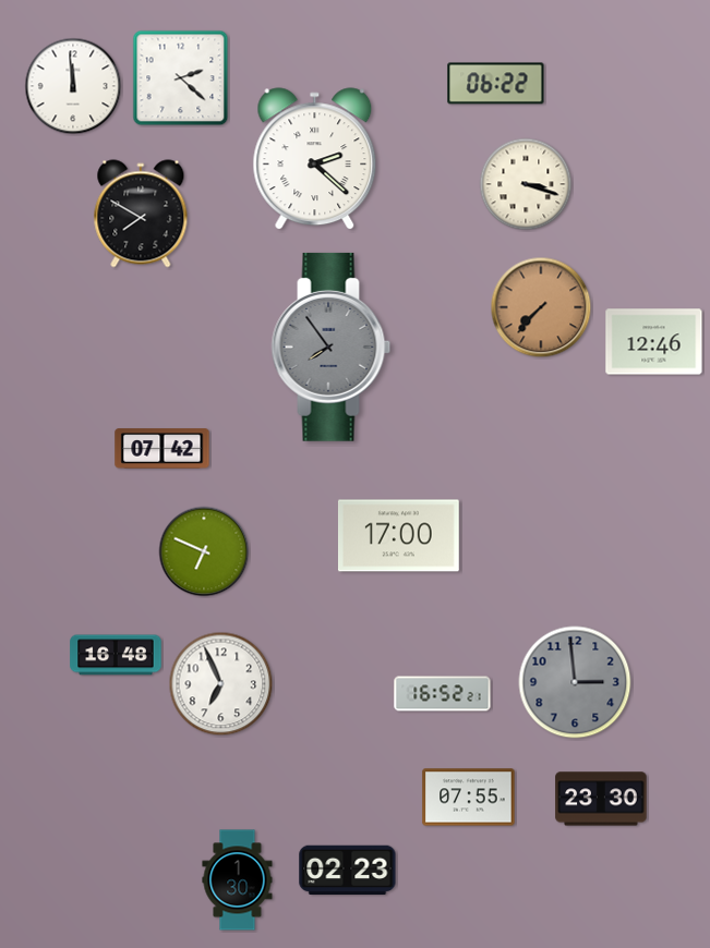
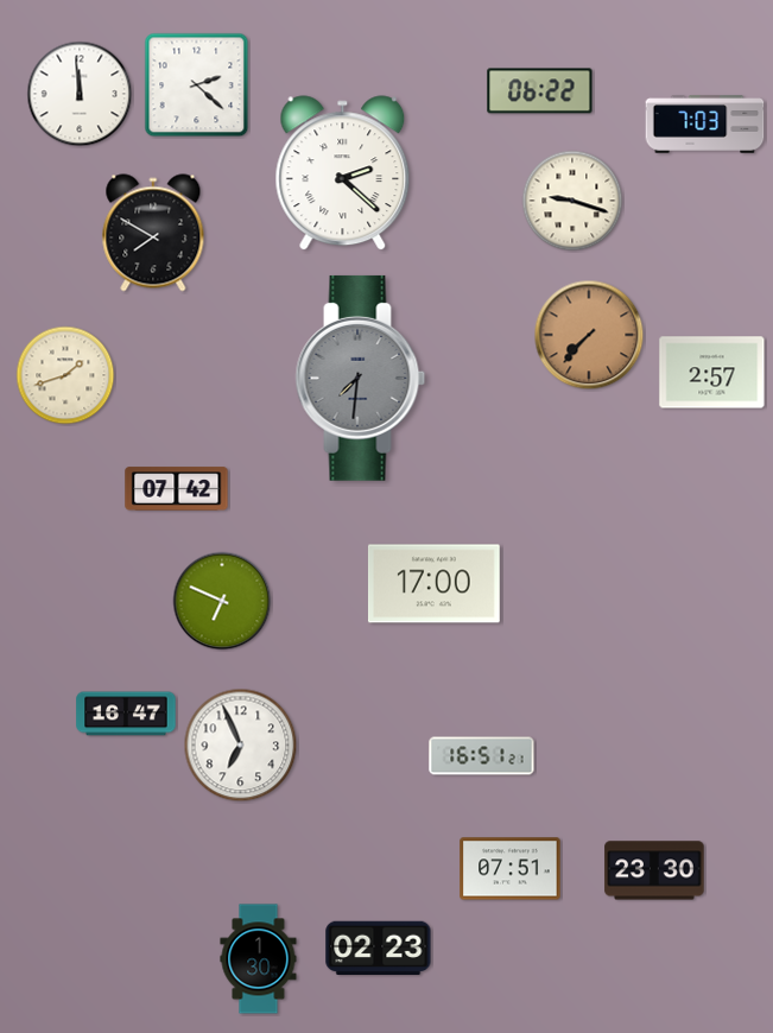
clock at (705, 125): none -> 7:03
clock at (526, 184): 3:18 -> 9:18
clock at (654, 342): 12:46 -> 2:57
clock at (65, 375): none -> 1:42
clock at (332, 347): 7:54 -> 7:31
clock at (116, 655): 16:48 -> 16:47
clock at (575, 682): 2:59 -> none
clock at (443, 694): 16:52 -> 16:51
clock at (469, 798): 07:55 -> 07:51
